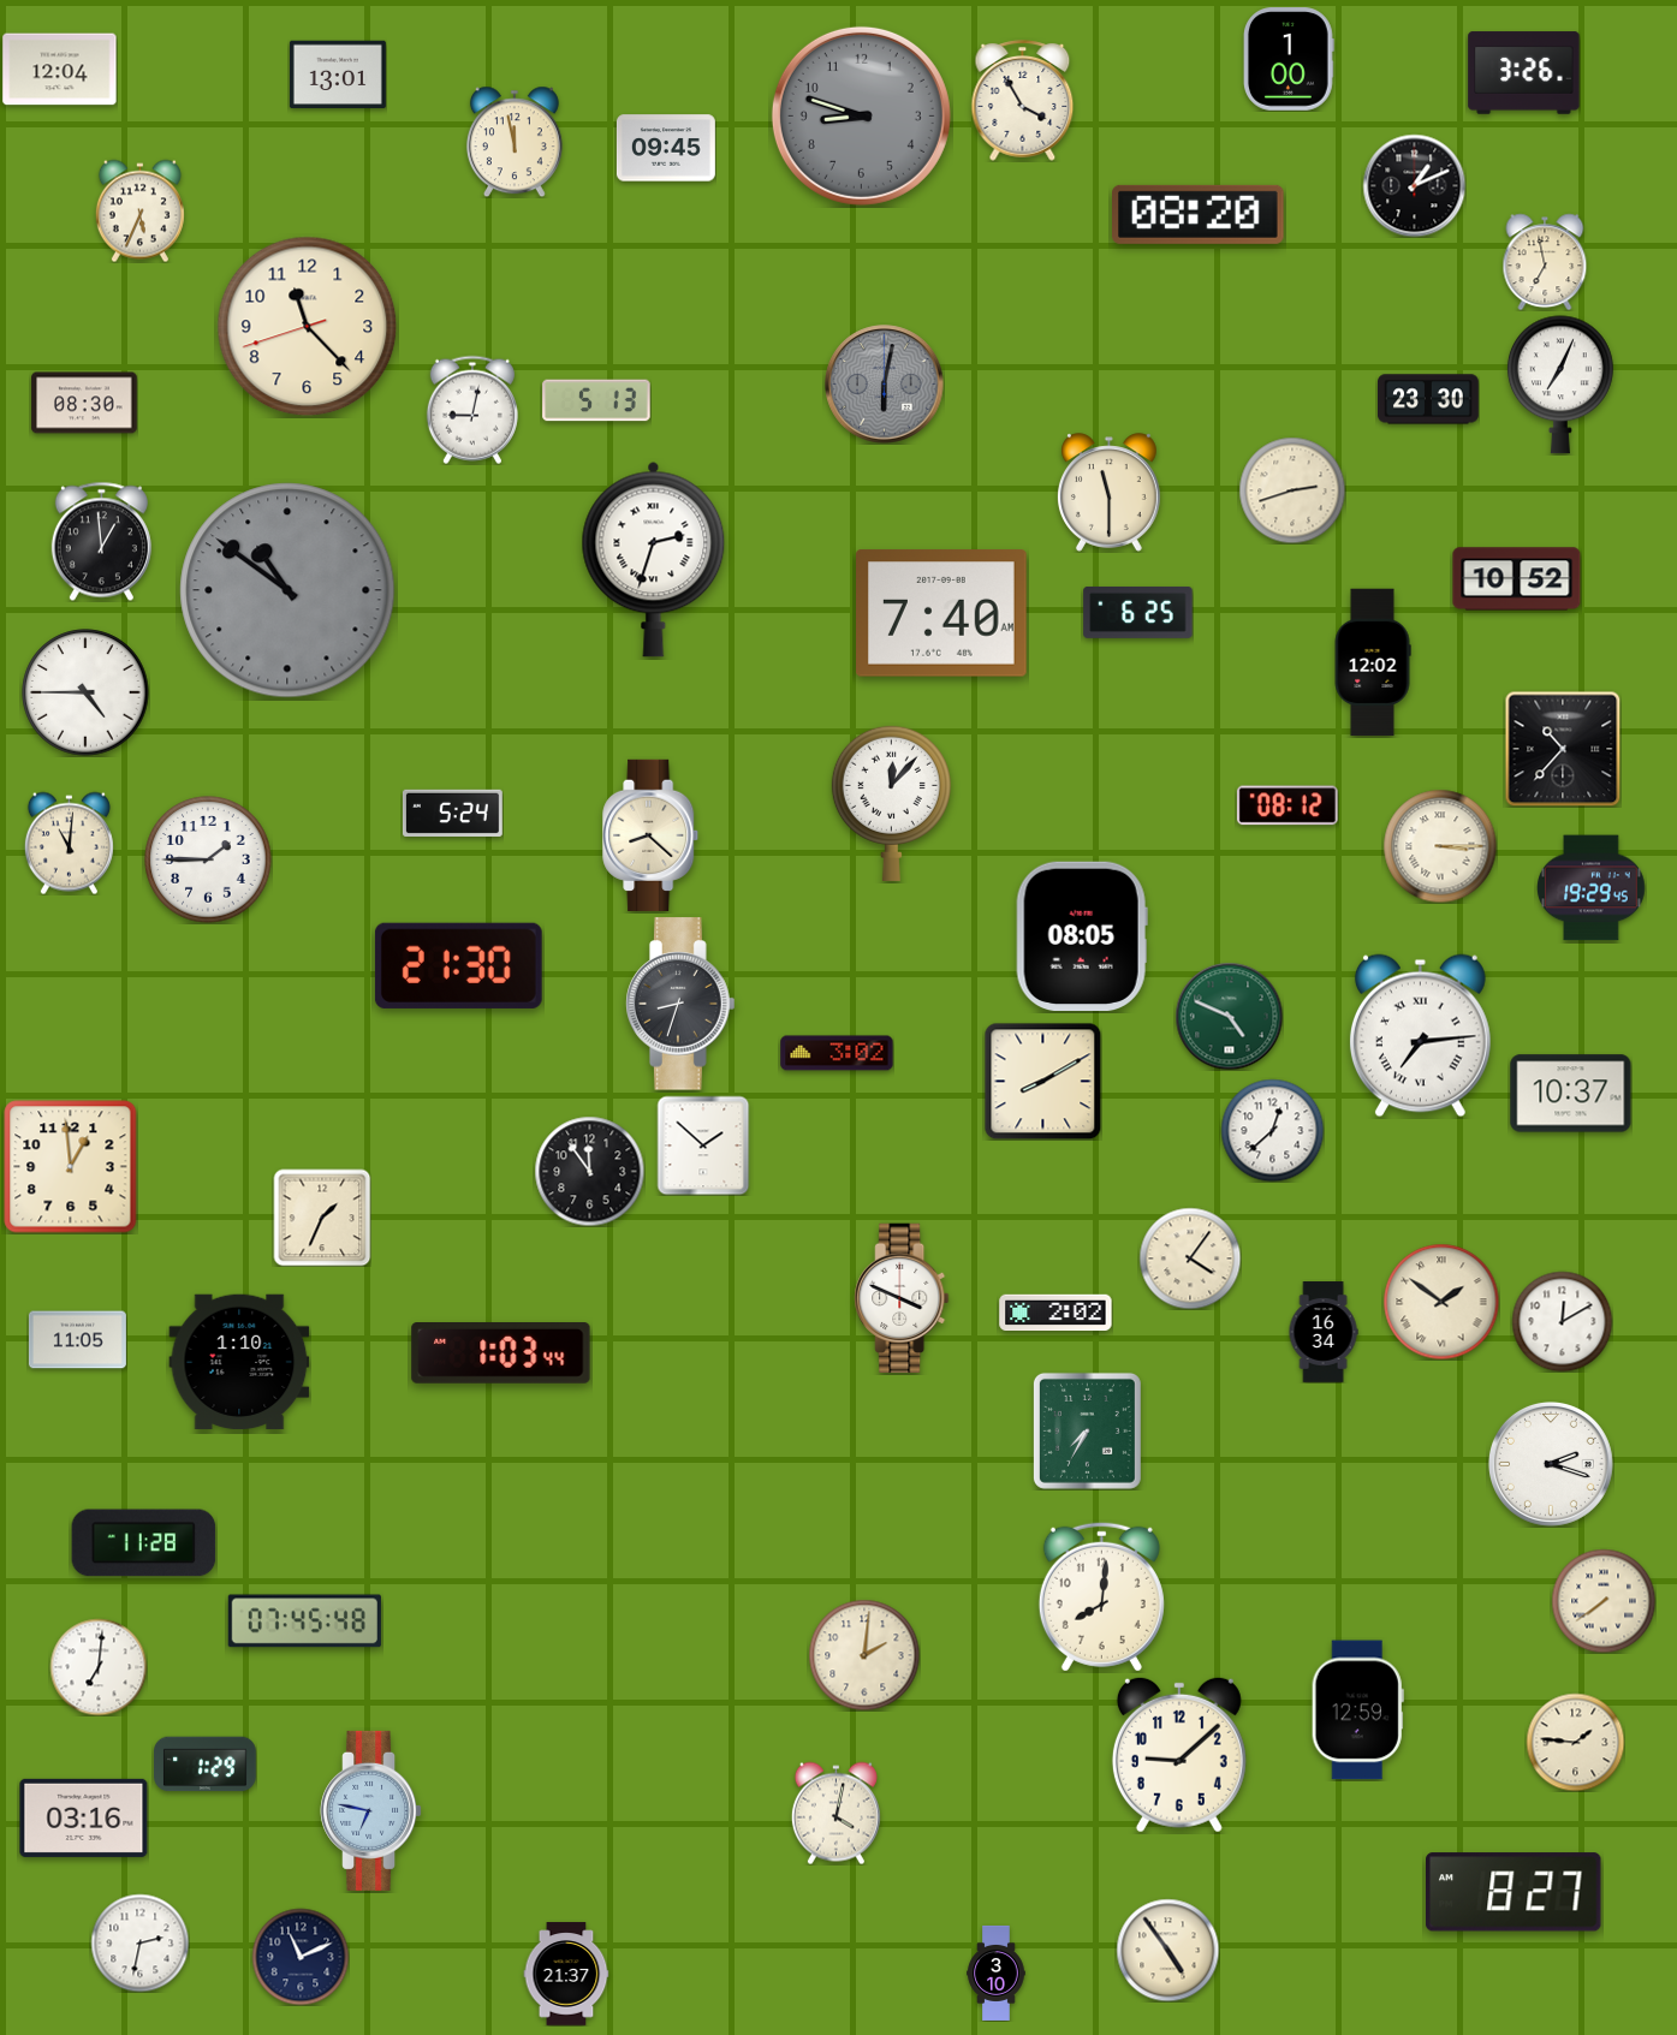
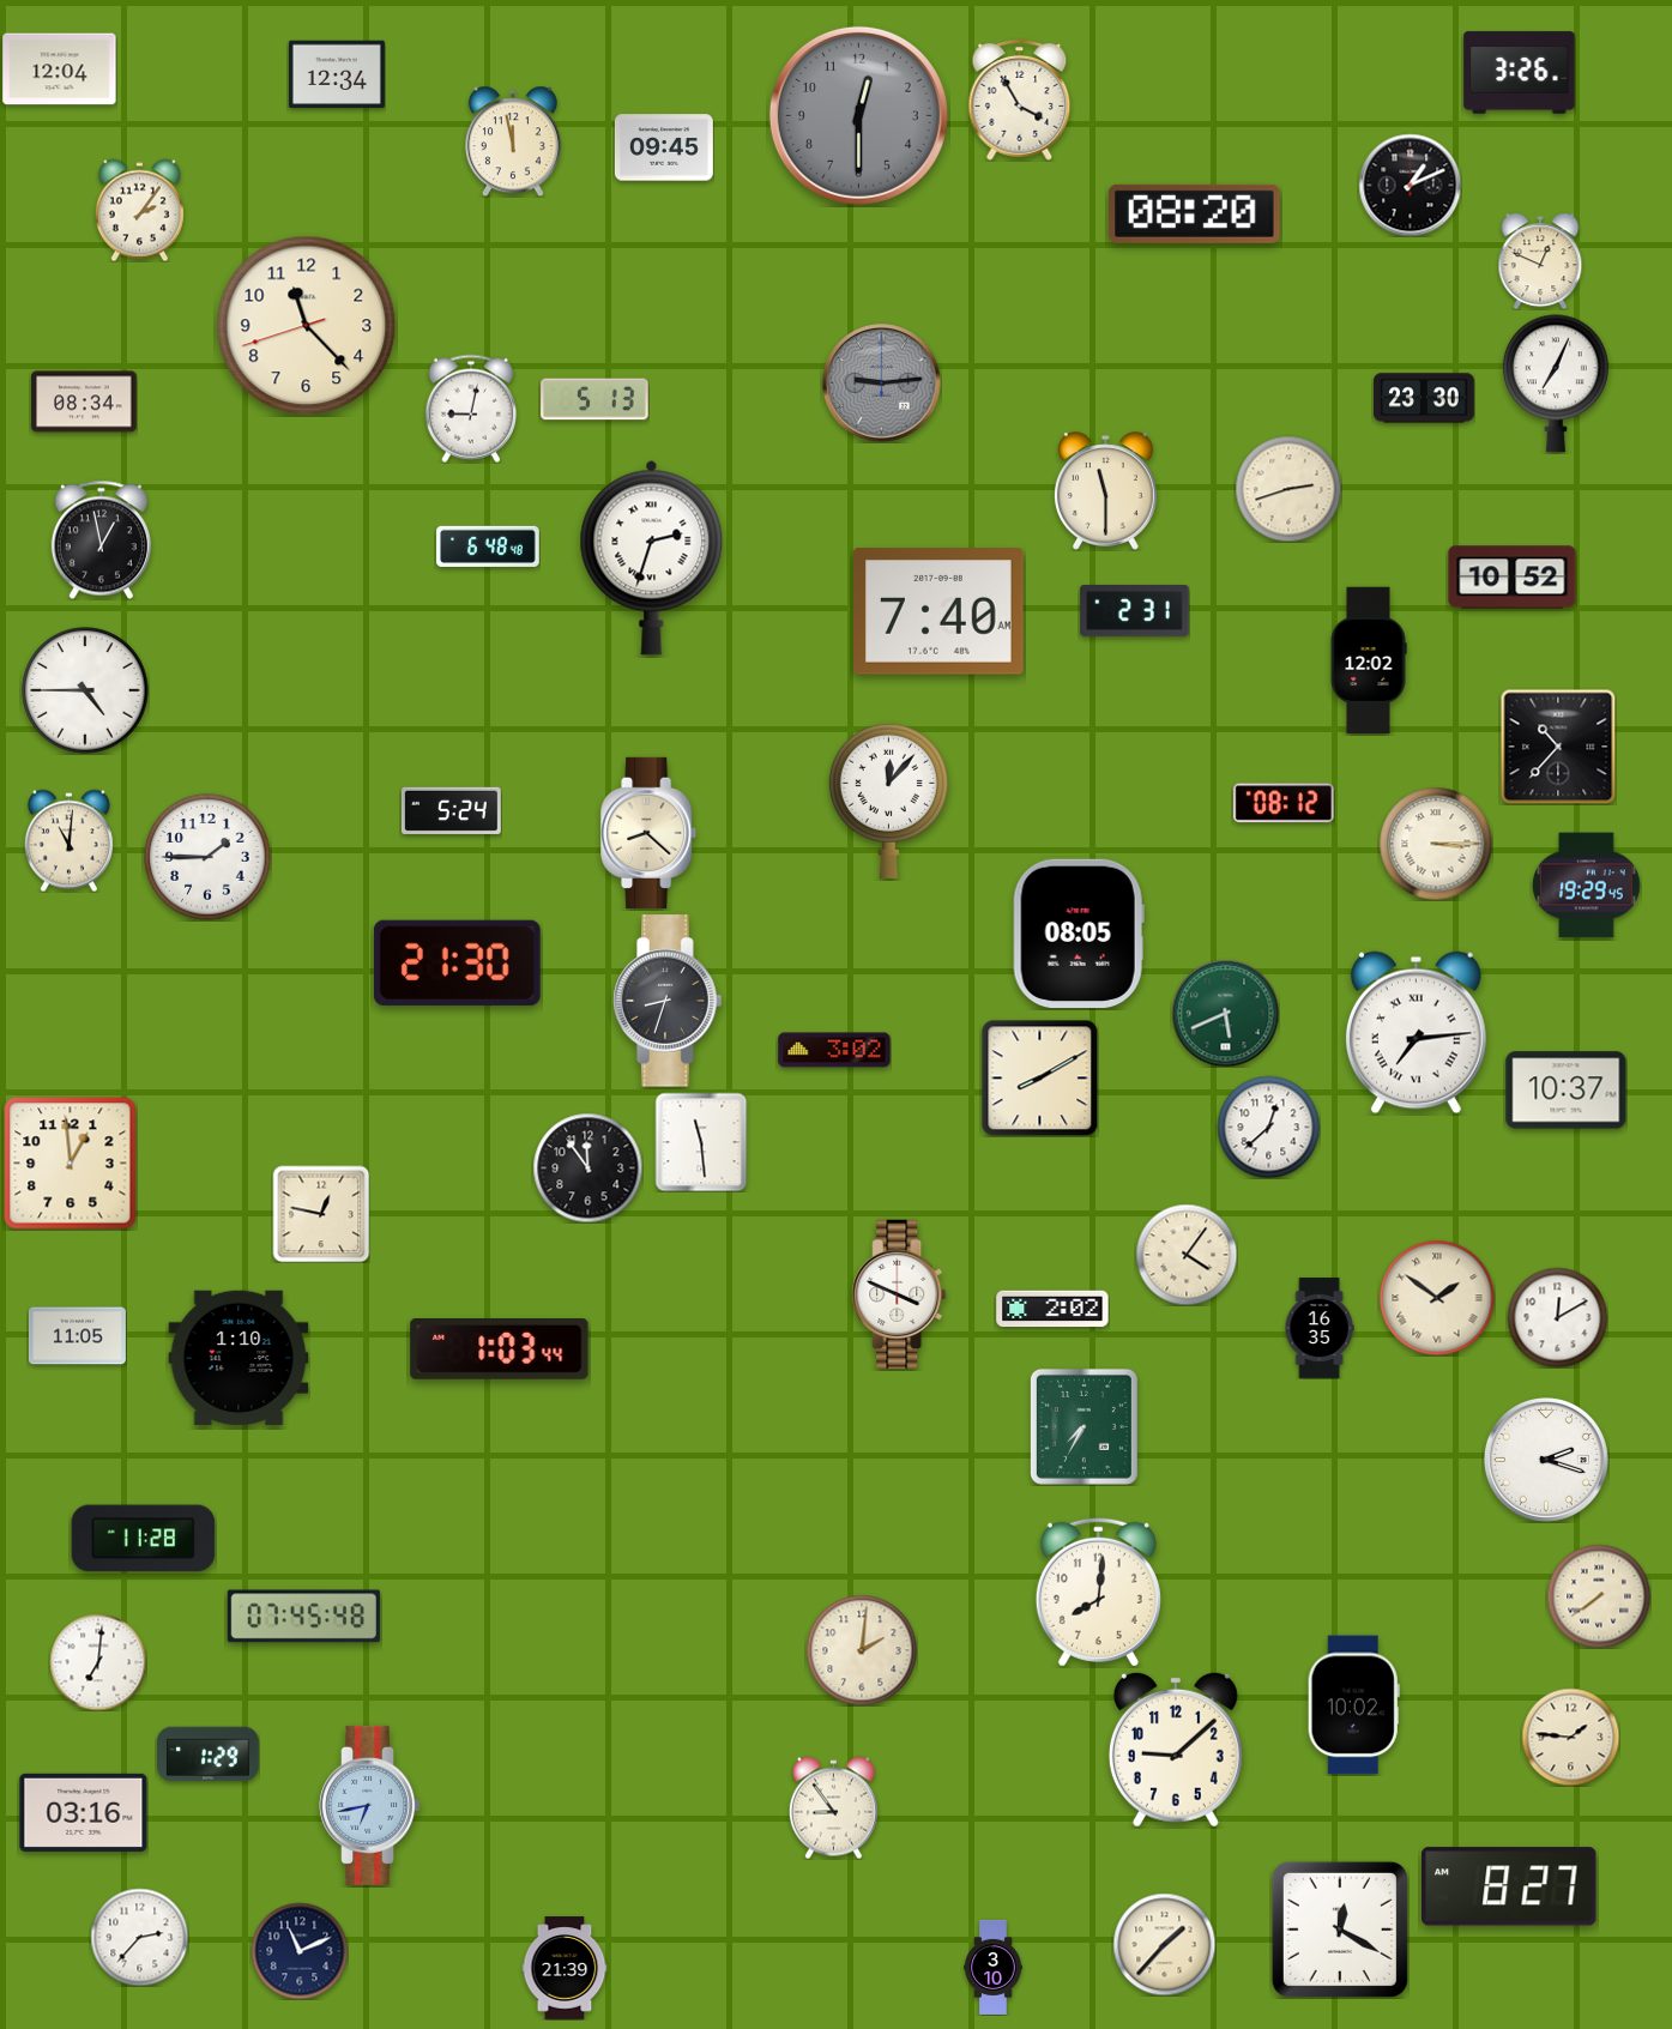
clock at (1289, 59): 1:00 -> none
clock at (338, 75): 13:01 -> 12:34
clock at (861, 115): 8:48 -> 12:30
clock at (139, 210): 5:34 -> 2:06
clock at (1545, 262): 6:58 -> 12:49
clock at (885, 385): 6:02 -> 9:14
clock at (84, 403): 08:30 -> 08:34
clock at (101, 541): 12:59 -> 12:58
clock at (488, 546): none -> 6:48
clock at (287, 590): 10:51 -> none
clock at (1138, 612): 6:25 -> 2:31
clock at (680, 1004) position: (680, 1004) -> (668, 1001)
clock at (1229, 1016): 4:49 -> 5:41
clock at (703, 1146): 1:52 -> 11:29
clock at (322, 1218): 1:34 -> 12:47
clock at (1324, 1332): 16:34 -> 16:35
clock at (1357, 1710): 12:59 -> 10:02
clock at (206, 1765) position: (206, 1765) -> (209, 1755)
clock at (371, 1810): 6:47 -> 6:43
clock at (835, 1813): 4:02 -> 8:54
clock at (1340, 1930): none -> 12:20
clock at (139, 1942): 2:32 -> 2:37
clock at (1167, 1950): 4:54 -> 1:37
clock at (566, 1974): 21:37 -> 21:39
